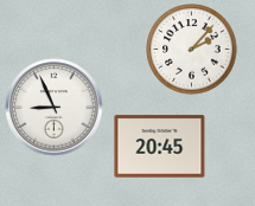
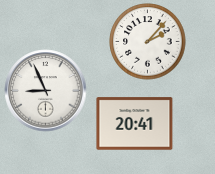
clock at (192, 50) position: (192, 50) -> (148, 42)
clock at (160, 147): 20:45 -> 20:41
